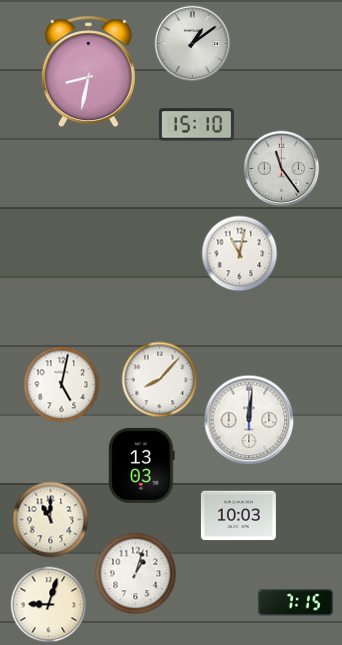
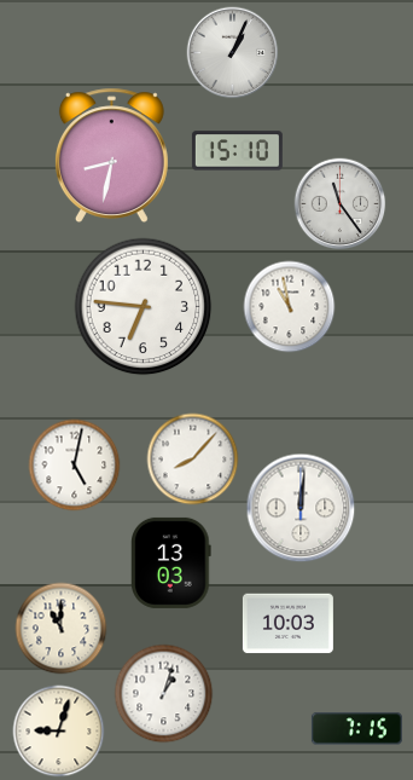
clock at (193, 44): 1:09 -> 1:04
clock at (88, 72) position: (88, 72) -> (111, 156)
clock at (144, 307): none -> 6:46
clock at (240, 254): 11:02 -> 10:58
